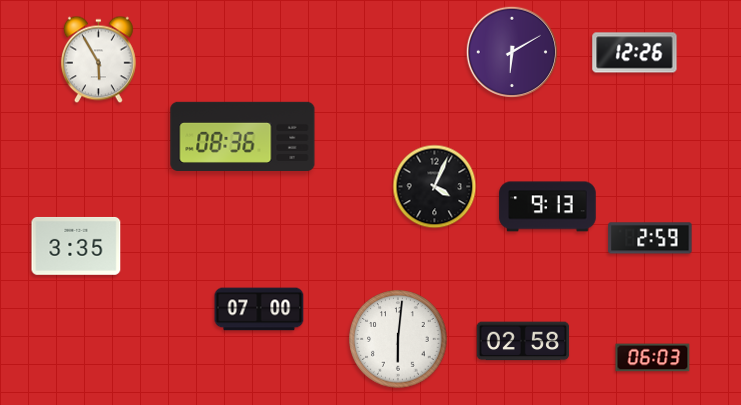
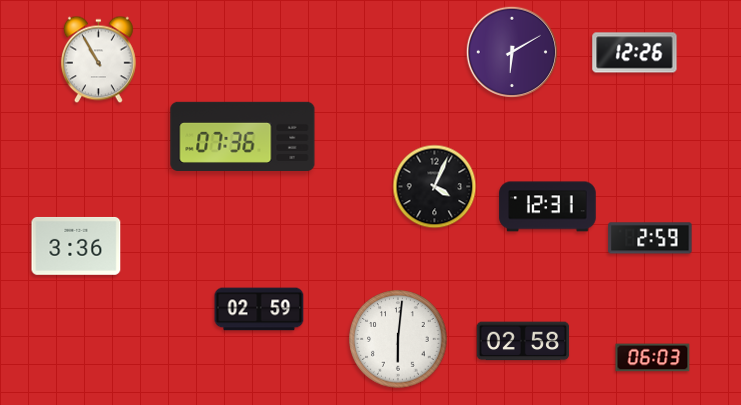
clock at (98, 60): 5:55 -> 10:55
clock at (243, 136): 08:36 -> 07:36
clock at (548, 207): 9:13 -> 12:31
clock at (76, 246): 3:35 -> 3:36
clock at (259, 309): 07:00 -> 02:59
